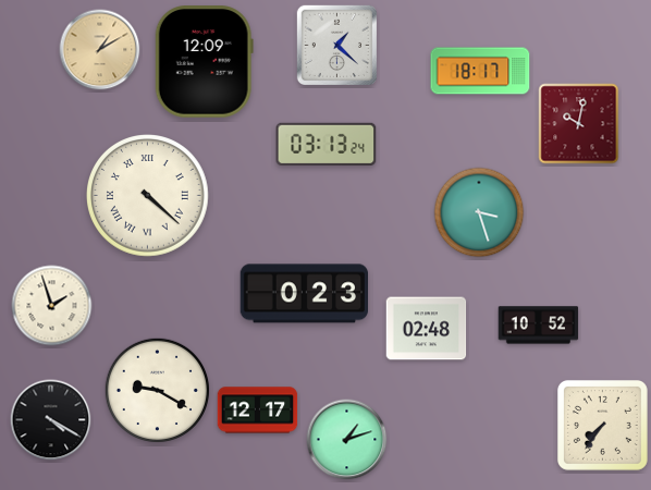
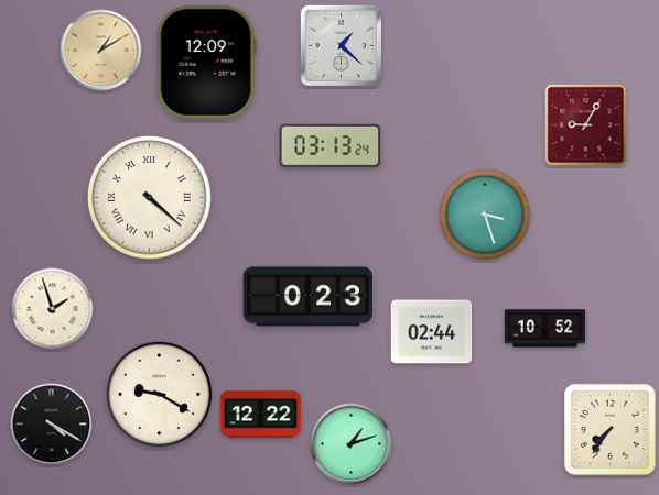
clock at (480, 71): 18:17 -> none
clock at (579, 124): 10:02 -> 9:05
clock at (427, 329): 02:48 -> 02:44
clock at (258, 411): 12:17 -> 12:22
